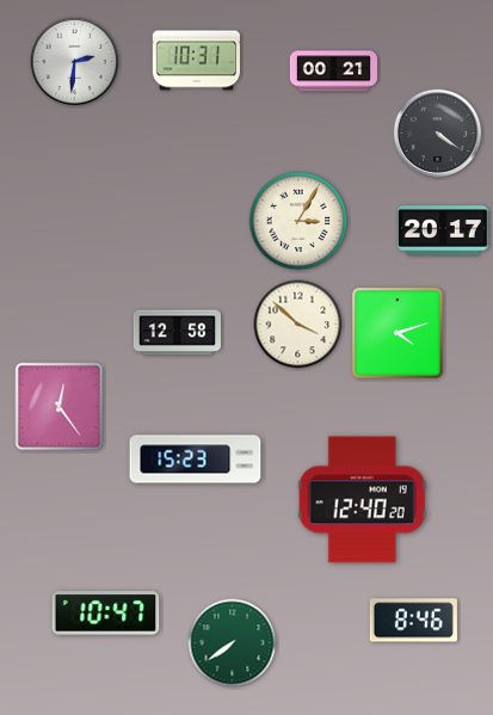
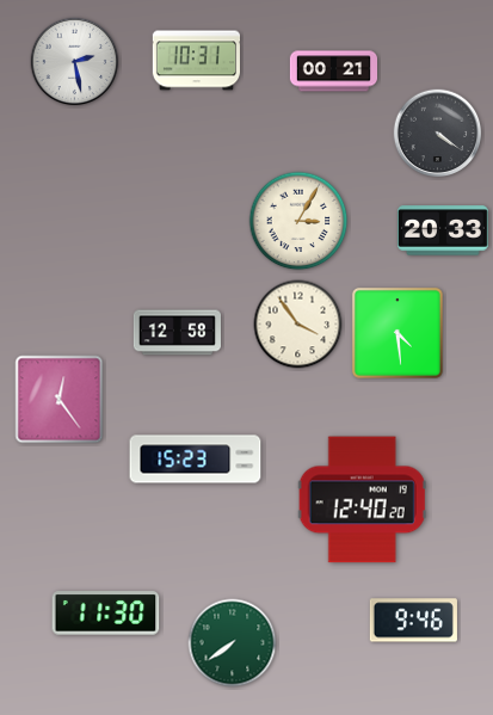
clock at (75, 62): 2:31 -> 2:28
clock at (443, 230): 20:17 -> 20:33
clock at (298, 325): 3:52 -> 3:54
clock at (398, 333): 4:12 -> 4:29
clock at (60, 407) position: (60, 407) -> (60, 400)
clock at (106, 614): 10:47 -> 11:30
clock at (413, 621): 8:46 -> 9:46
